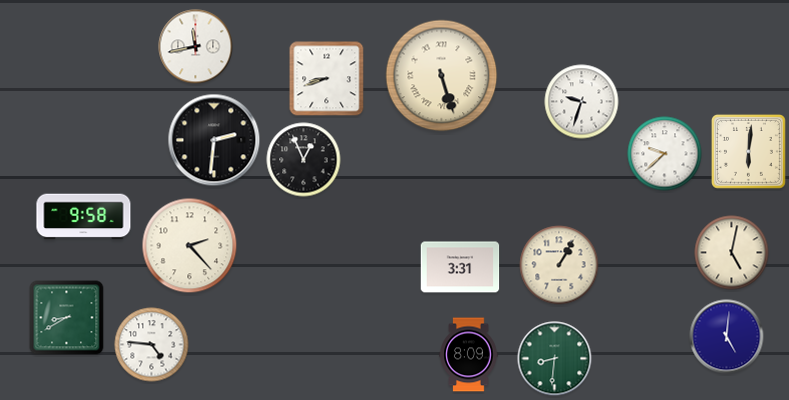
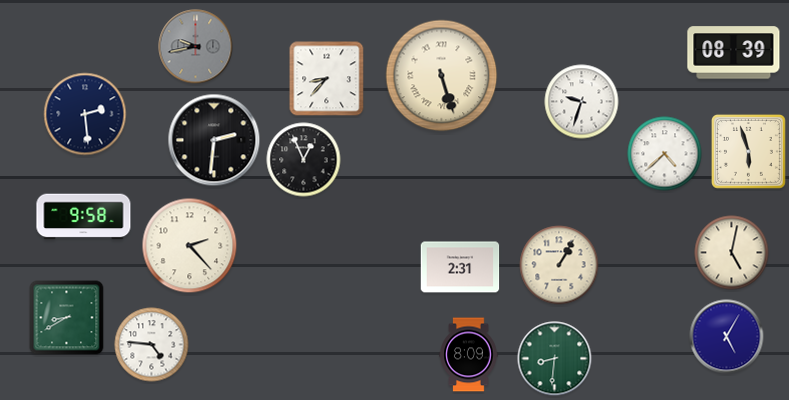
clock at (196, 47): 11:43 -> 9:43
clock at (196, 47) dial: white -> grey
clock at (734, 53): none -> 08:39
clock at (327, 79): 8:42 -> 8:37
clock at (85, 114): none -> 2:29
clock at (748, 151): 6:01 -> 5:57
clock at (665, 154): 9:38 -> 4:38
clock at (460, 267): 3:31 -> 2:31
clock at (727, 337): 5:01 -> 5:05
